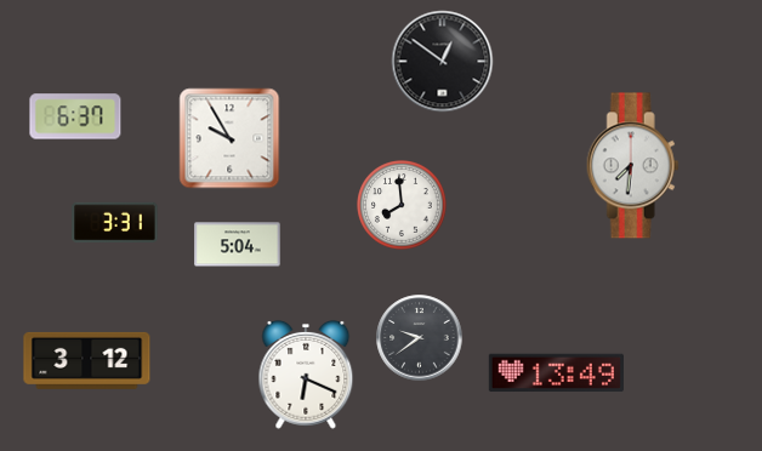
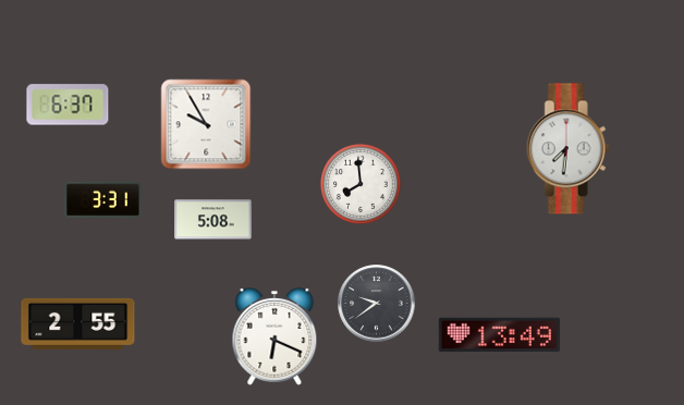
clock at (443, 62): 12:51 -> none
clock at (238, 245): 5:04 -> 5:08
clock at (87, 360): 3:12 -> 2:55
